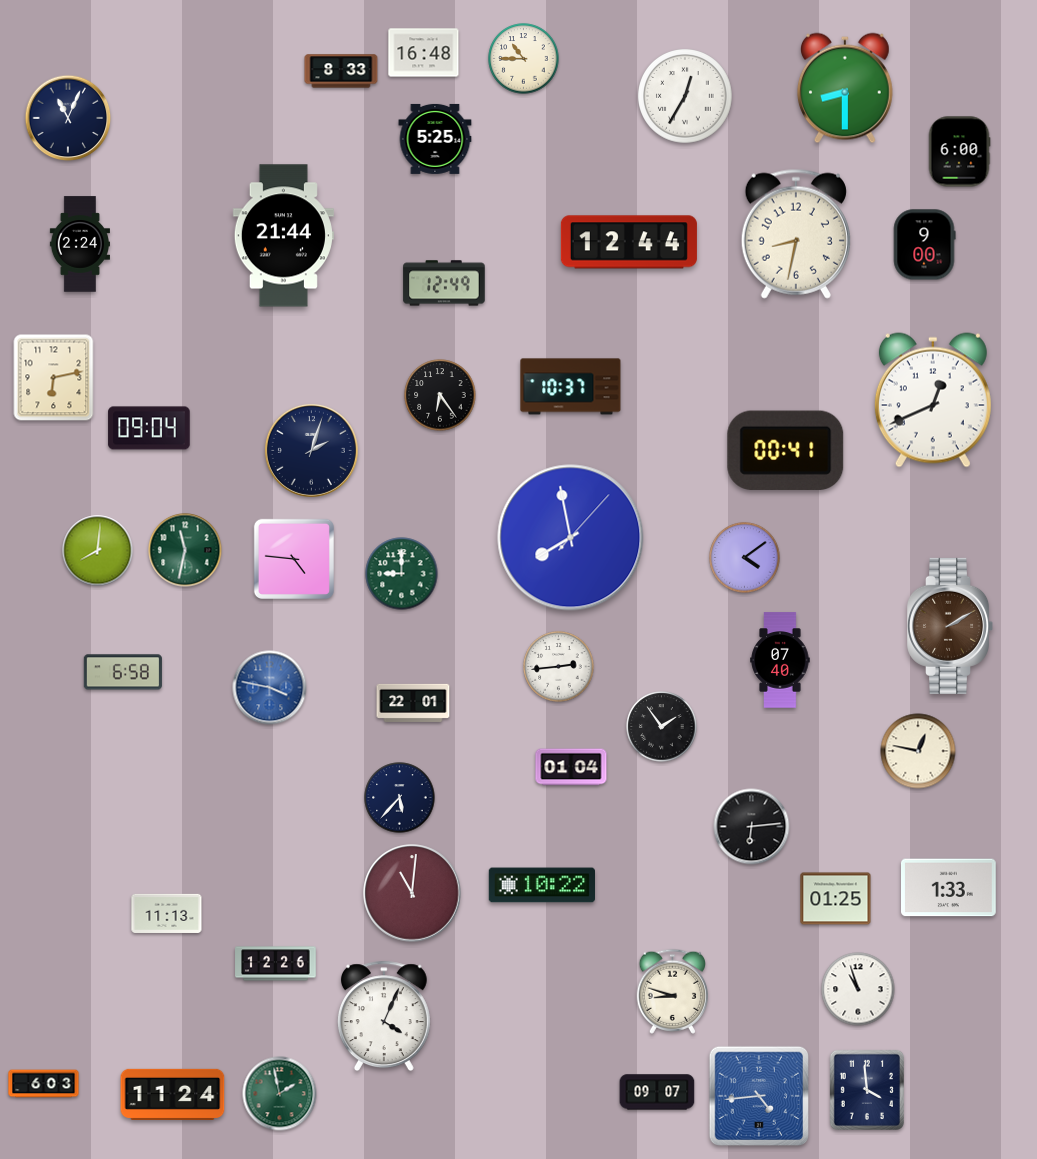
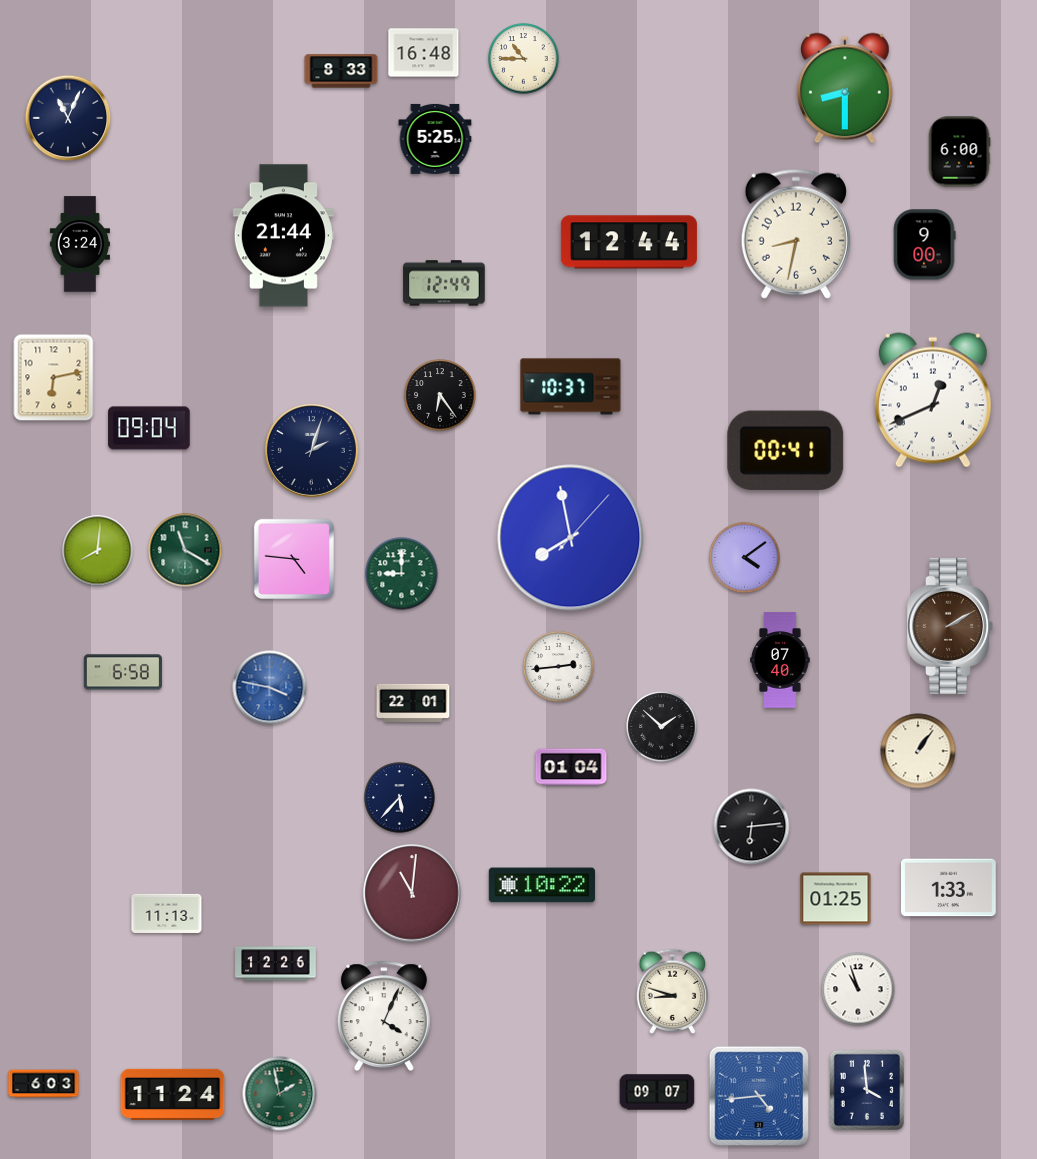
clock at (686, 97): 12:35 -> none
clock at (79, 244): 2:24 -> 3:24
clock at (185, 550): 11:32 -> 11:20
clock at (662, 727): 1:54 -> 1:52
clock at (918, 751): 12:47 -> 1:06
